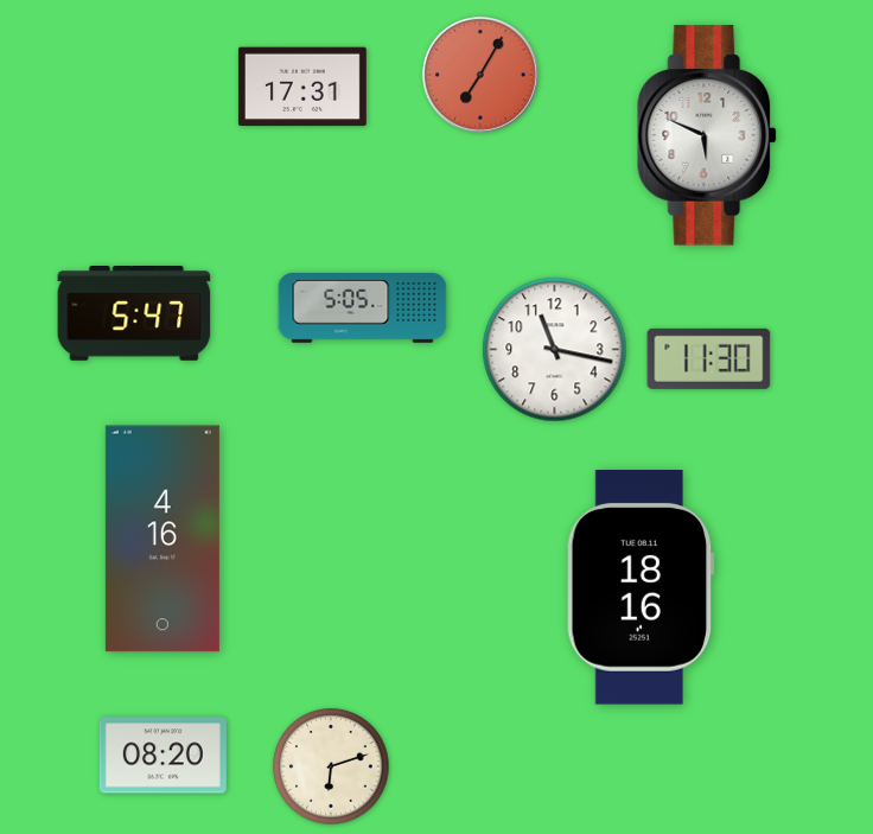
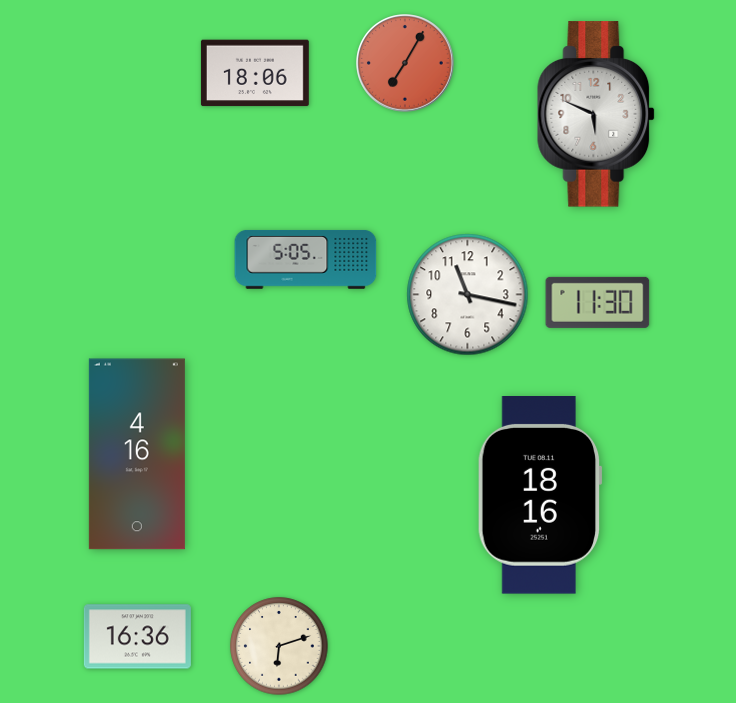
clock at (302, 87): 17:31 -> 18:06
clock at (134, 314): 5:47 -> none
clock at (163, 756): 08:20 -> 16:36
